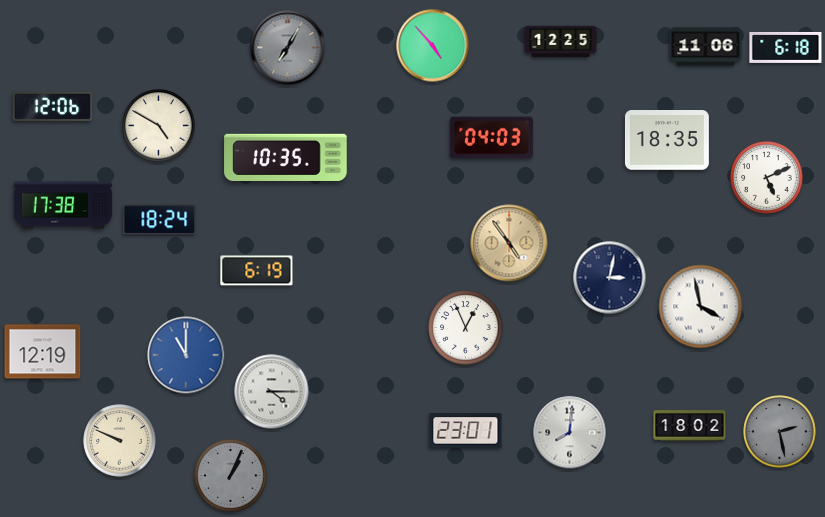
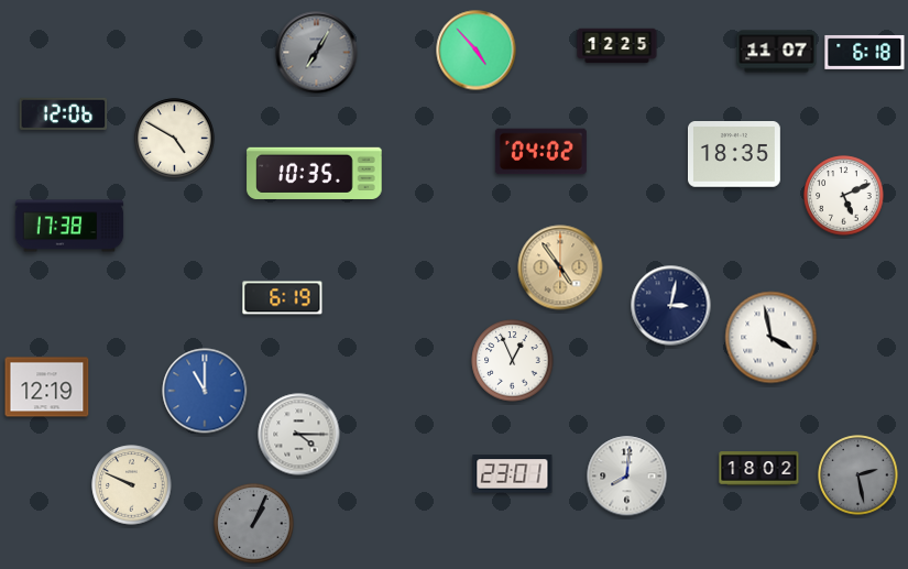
clock at (706, 47): 11:06 -> 11:07
clock at (53, 106) position: (53, 106) -> (64, 113)
clock at (491, 138): 04:03 -> 04:02
clock at (160, 220): 18:24 -> none
clock at (272, 392) position: (272, 392) -> (299, 435)
